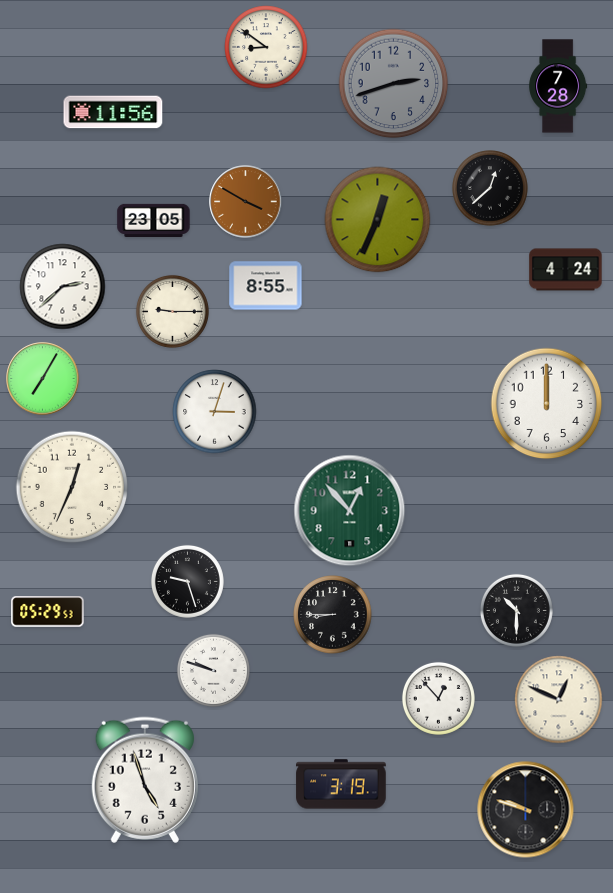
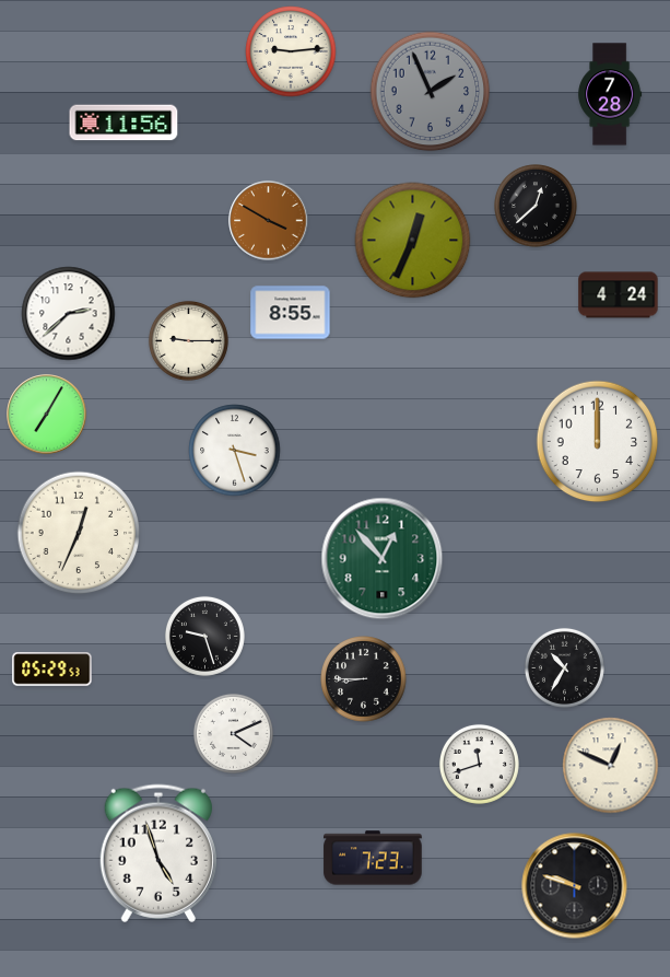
clock at (266, 47): 8:51 -> 9:14
clock at (394, 84): 2:42 -> 1:56
clock at (154, 220): 23:05 -> none
clock at (215, 412): 3:03 -> 3:27
clock at (516, 610): 10:30 -> 10:35
clock at (333, 615) position: (333, 615) -> (364, 679)
clock at (213, 670): 9:48 -> 4:11
clock at (438, 698): 12:53 -> 11:42
clock at (341, 784): 3:19 -> 7:23
